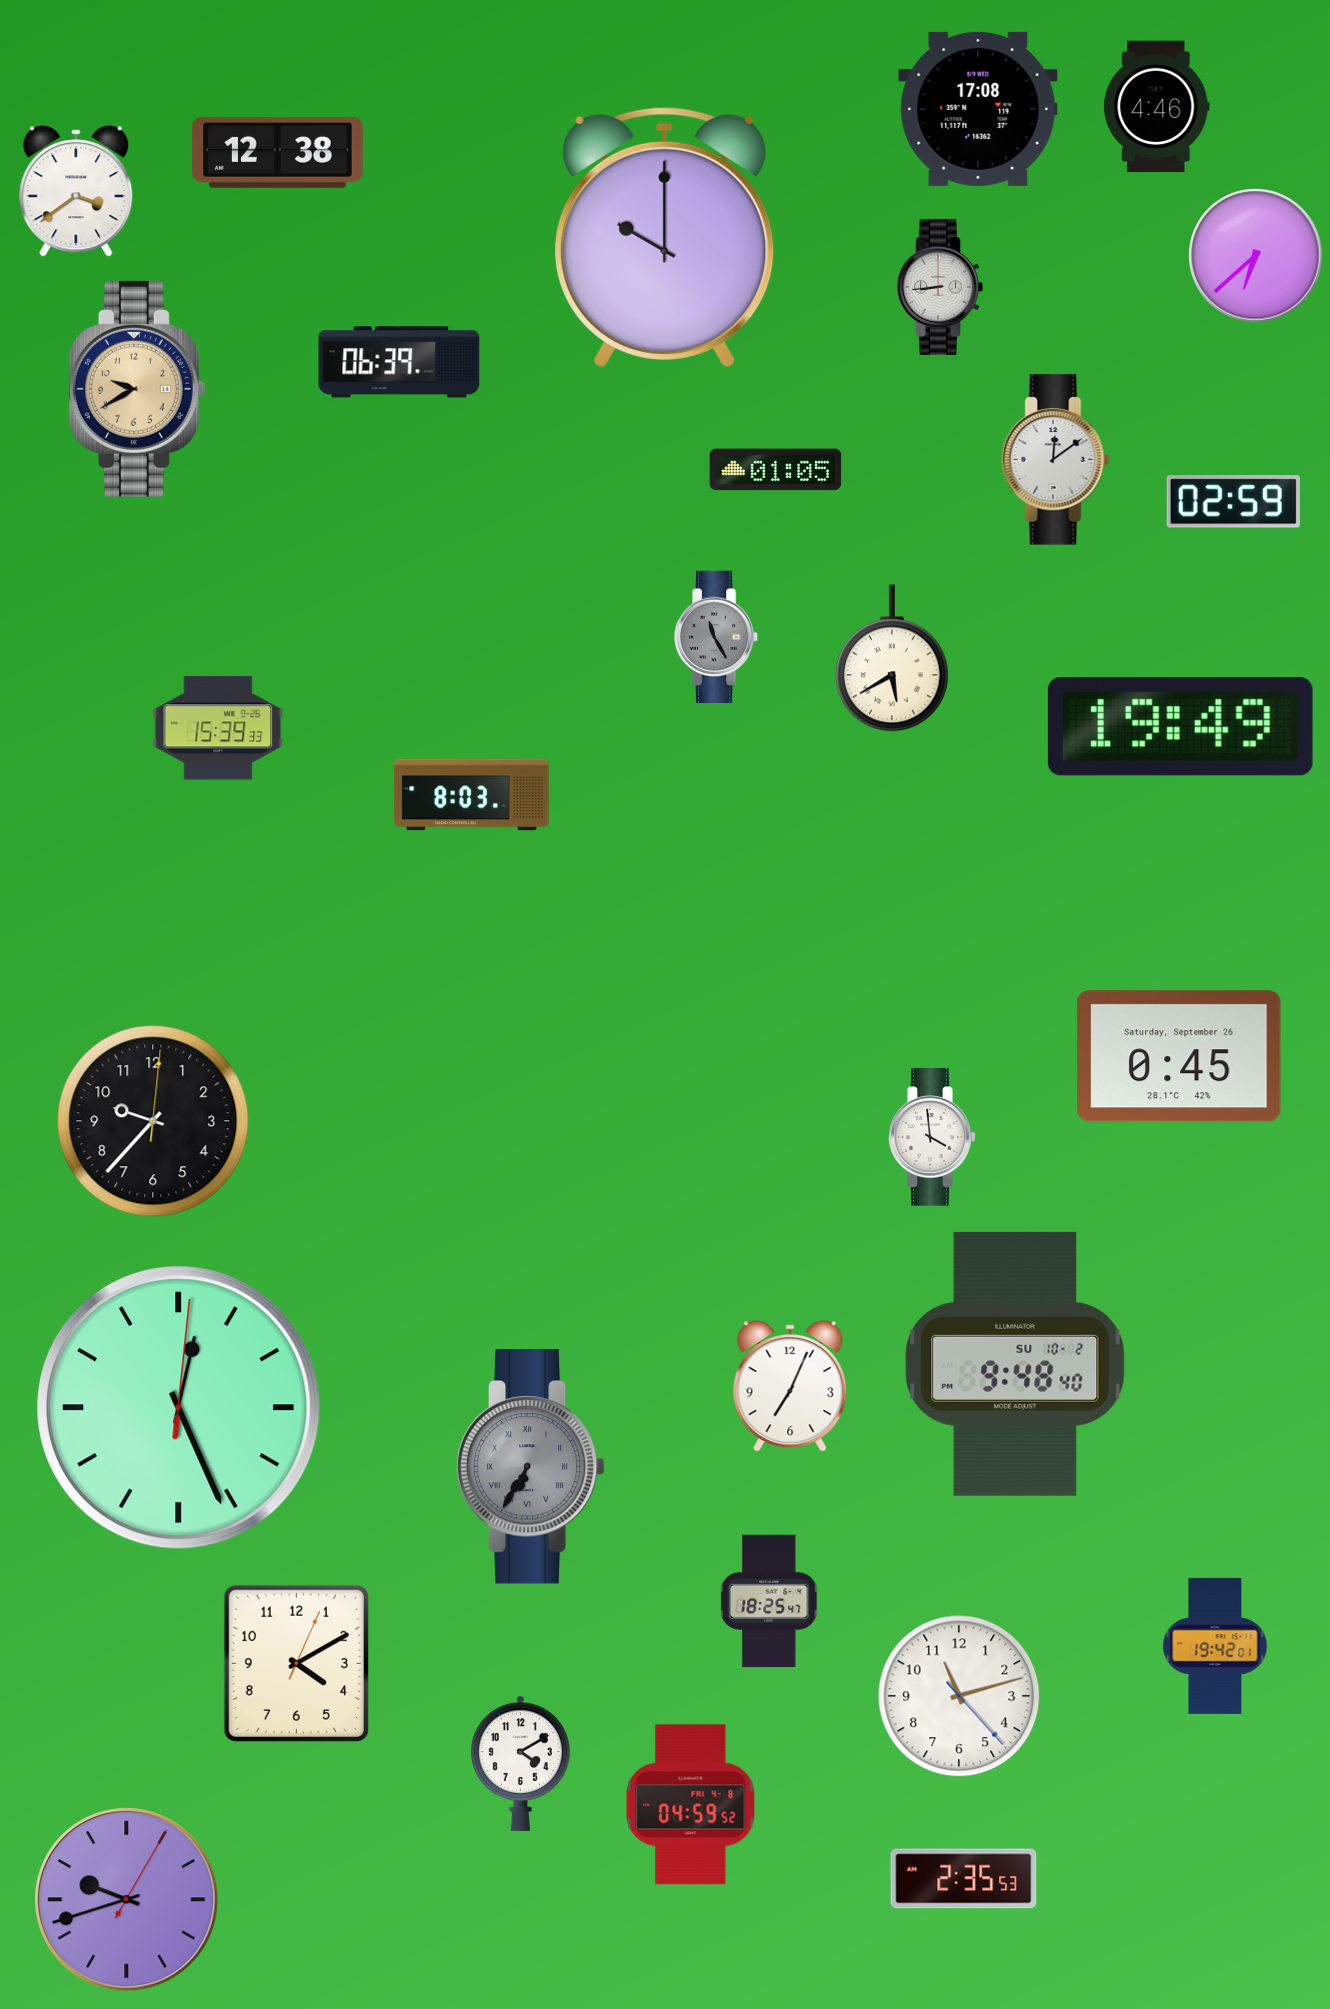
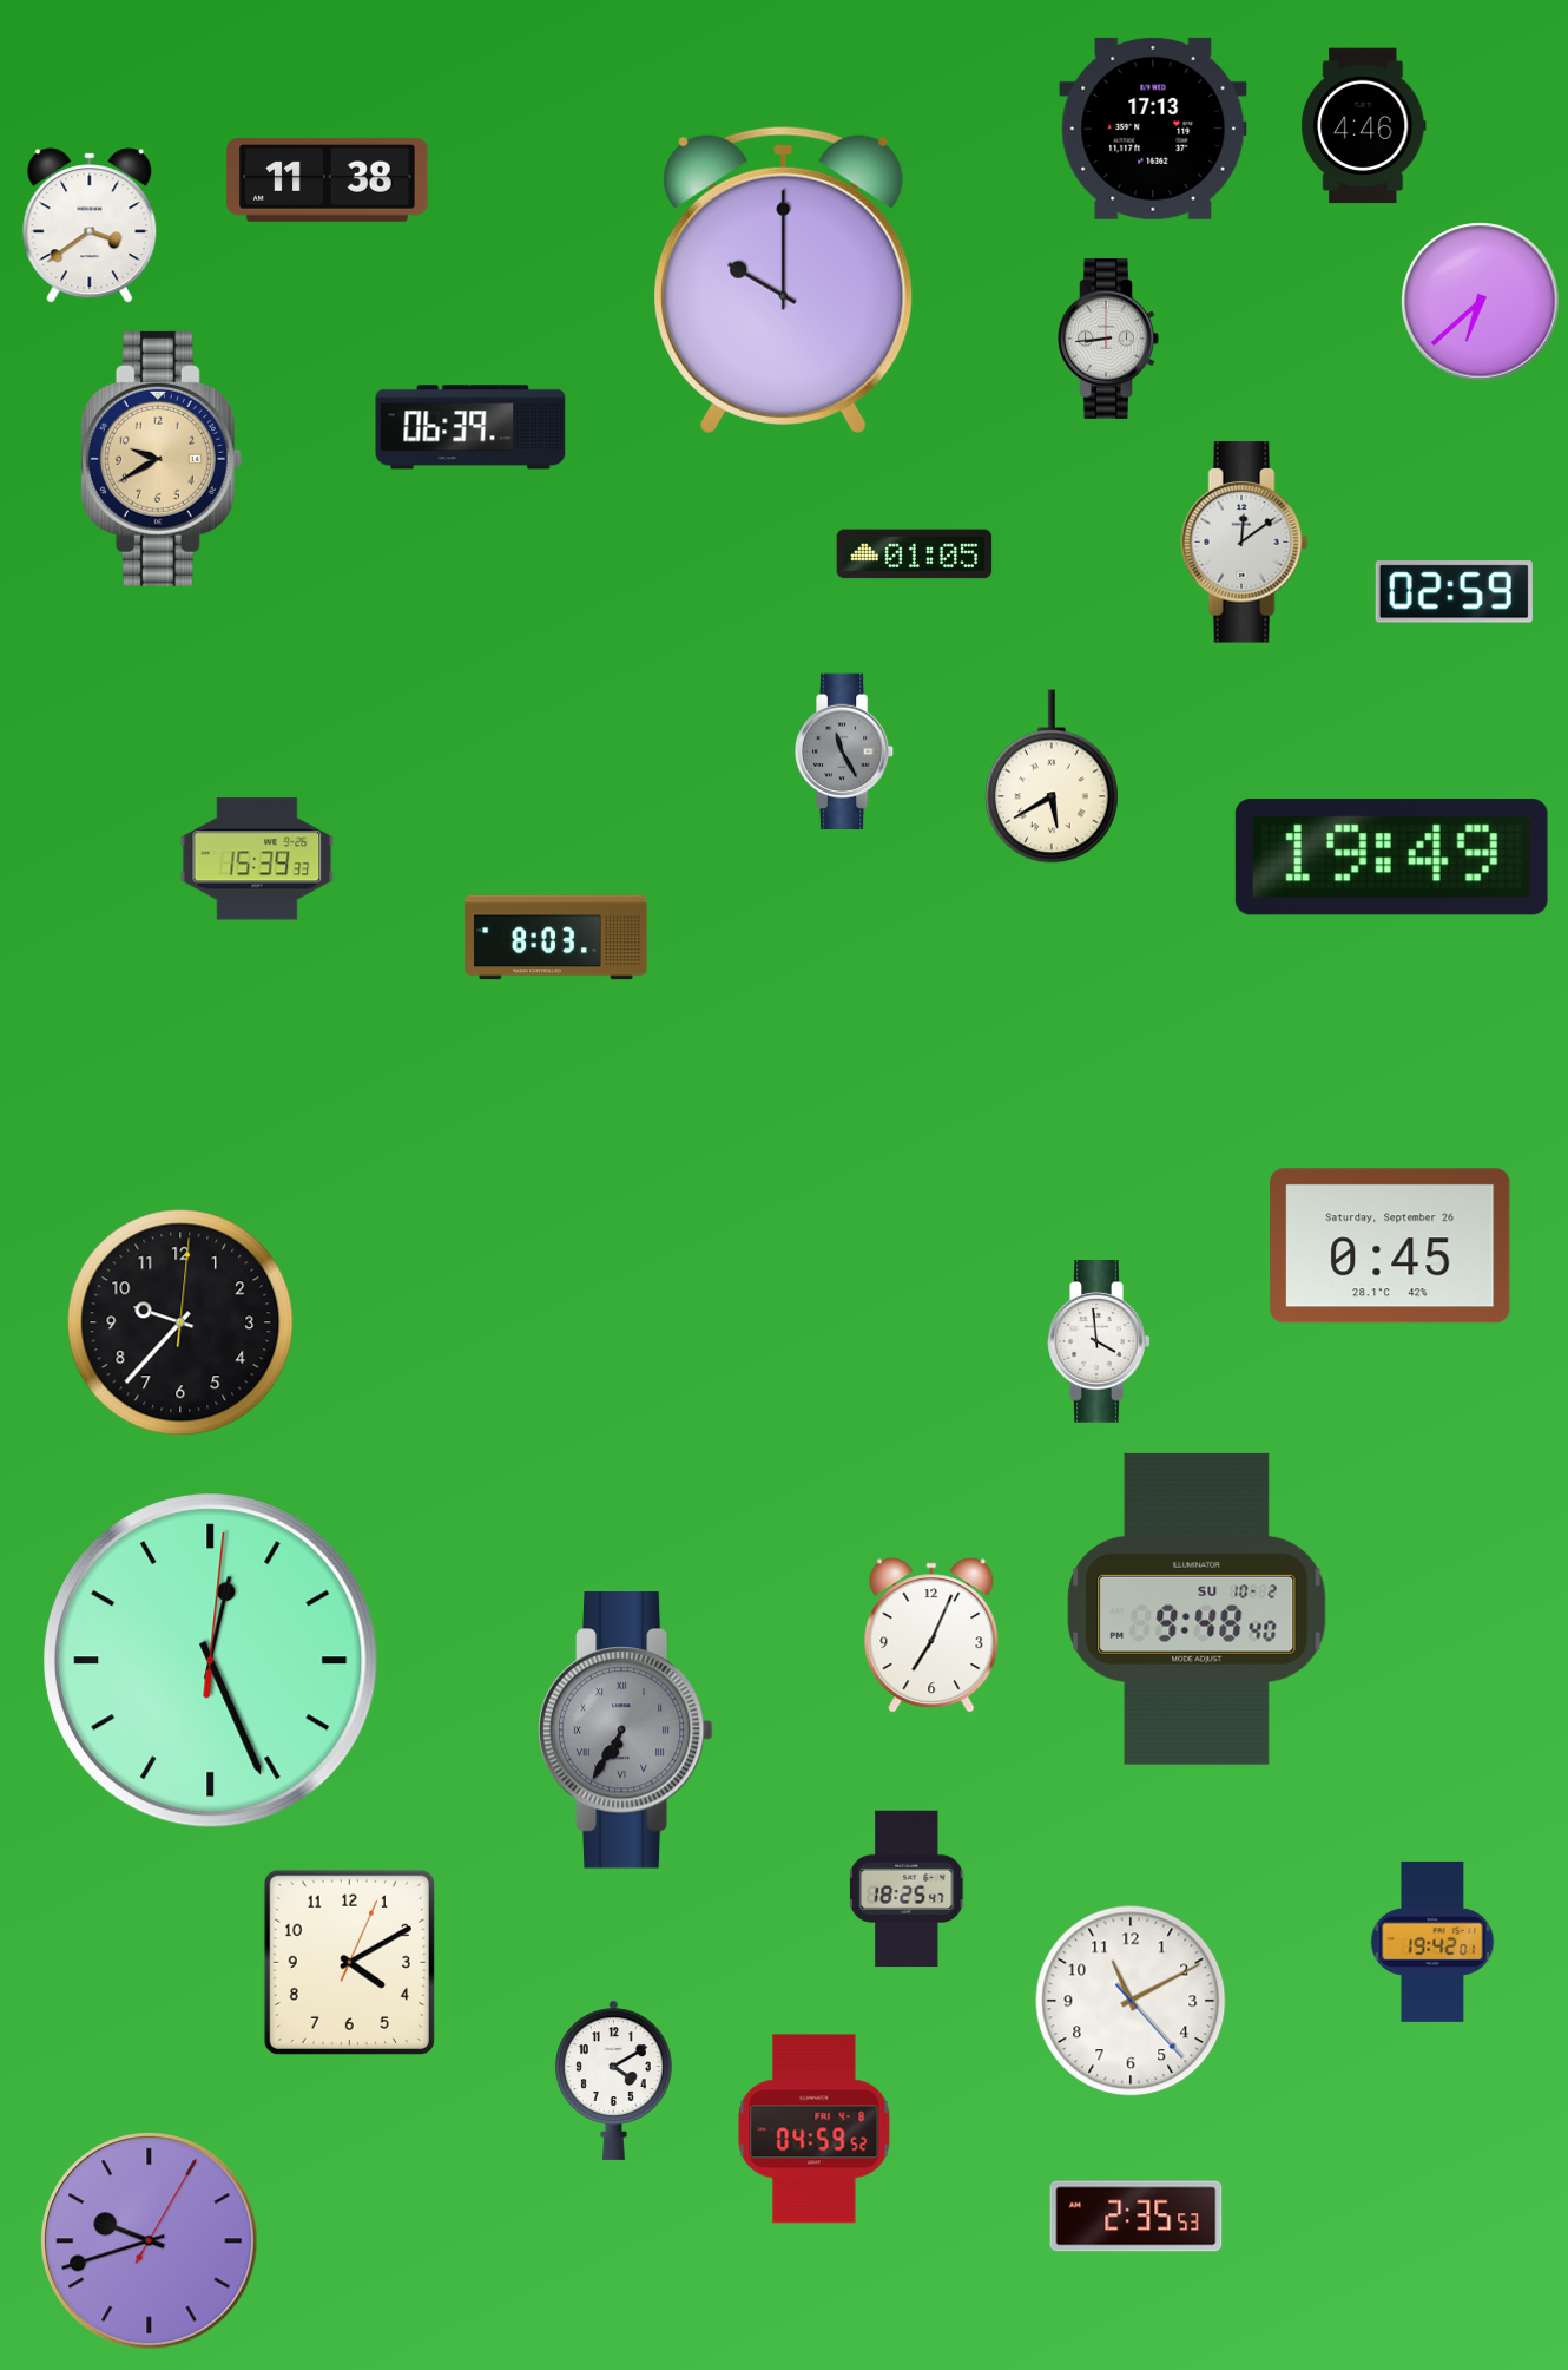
clock at (978, 109): 17:08 -> 17:13
clock at (278, 152): 12:38 -> 11:38
clock at (959, 1696): 11:12 -> 11:10
